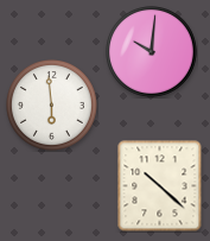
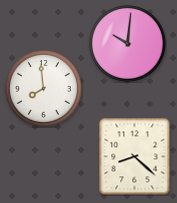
clock at (52, 106): 5:59 -> 7:59
clock at (160, 185): 10:22 -> 8:22
